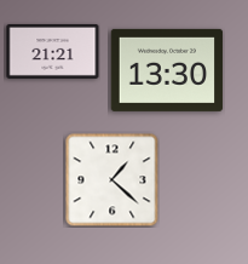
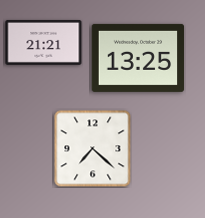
clock at (167, 70): 13:30 -> 13:25
clock at (111, 179): 1:22 -> 7:22
